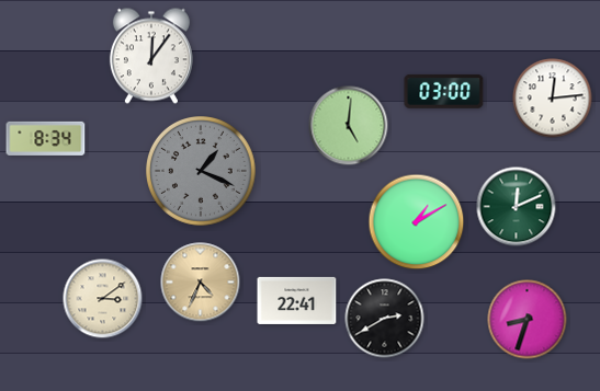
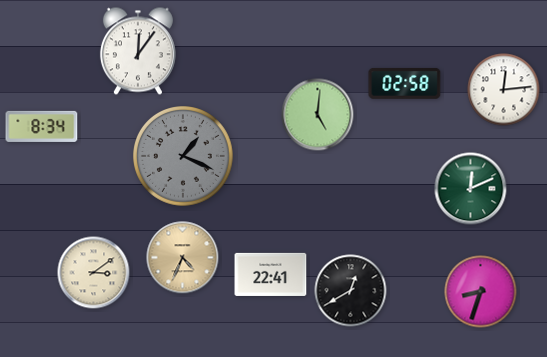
clock at (444, 91): 03:00 -> 02:58
clock at (417, 222): 1:10 -> none
clock at (385, 319): 2:40 -> 12:40
